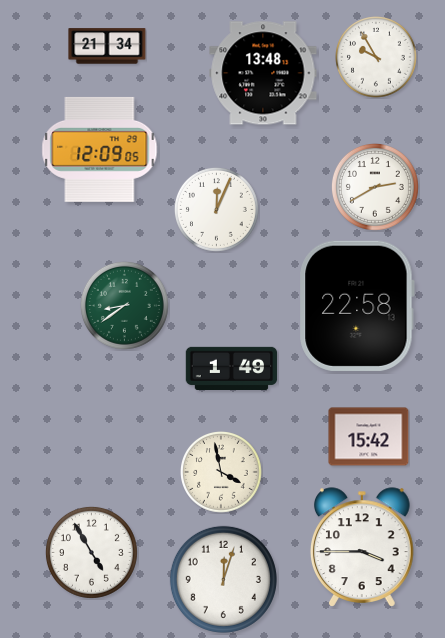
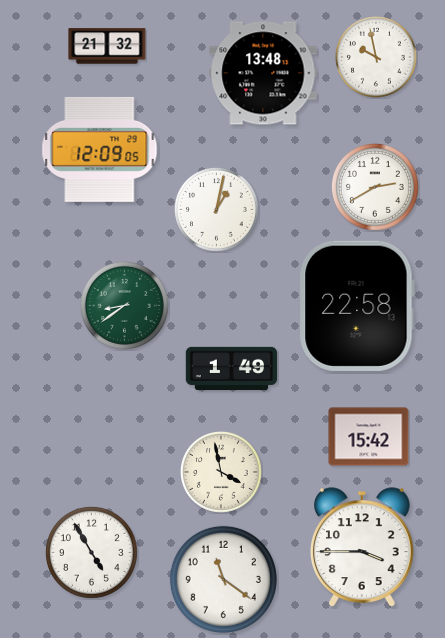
clock at (107, 46): 21:34 -> 21:32
clock at (377, 58): 9:55 -> 9:58
clock at (216, 209): 12:04 -> 1:02
clock at (223, 579): 12:03 -> 11:21
